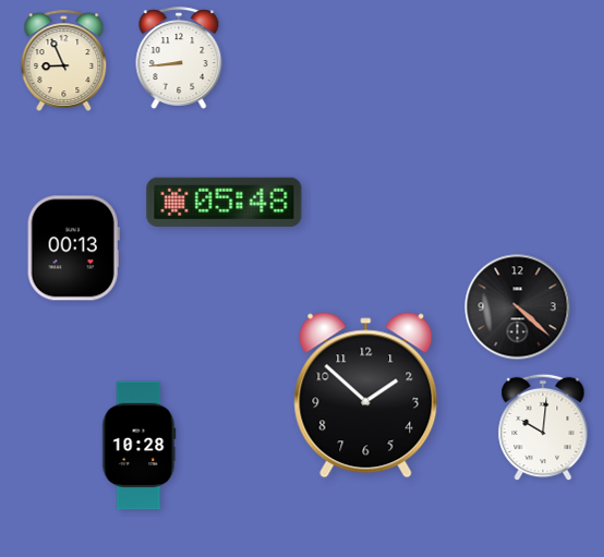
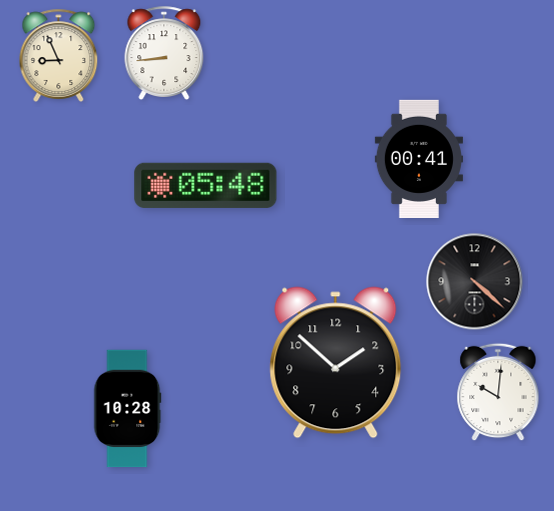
clock at (419, 158): none -> 00:41
clock at (73, 249): 00:13 -> none
